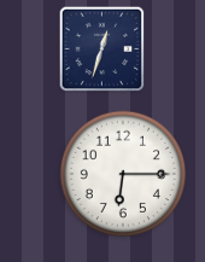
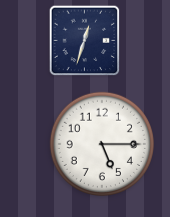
clock at (122, 173): 6:15 -> 5:15
